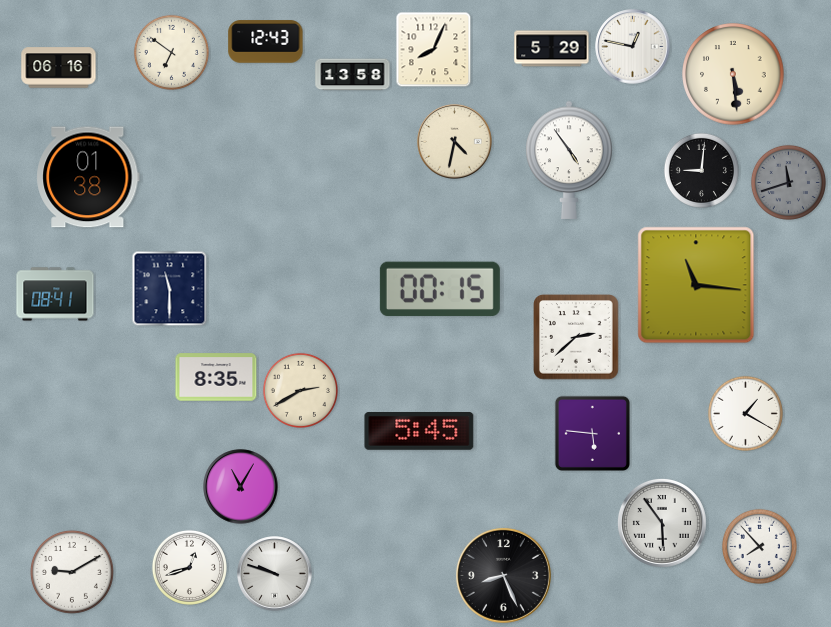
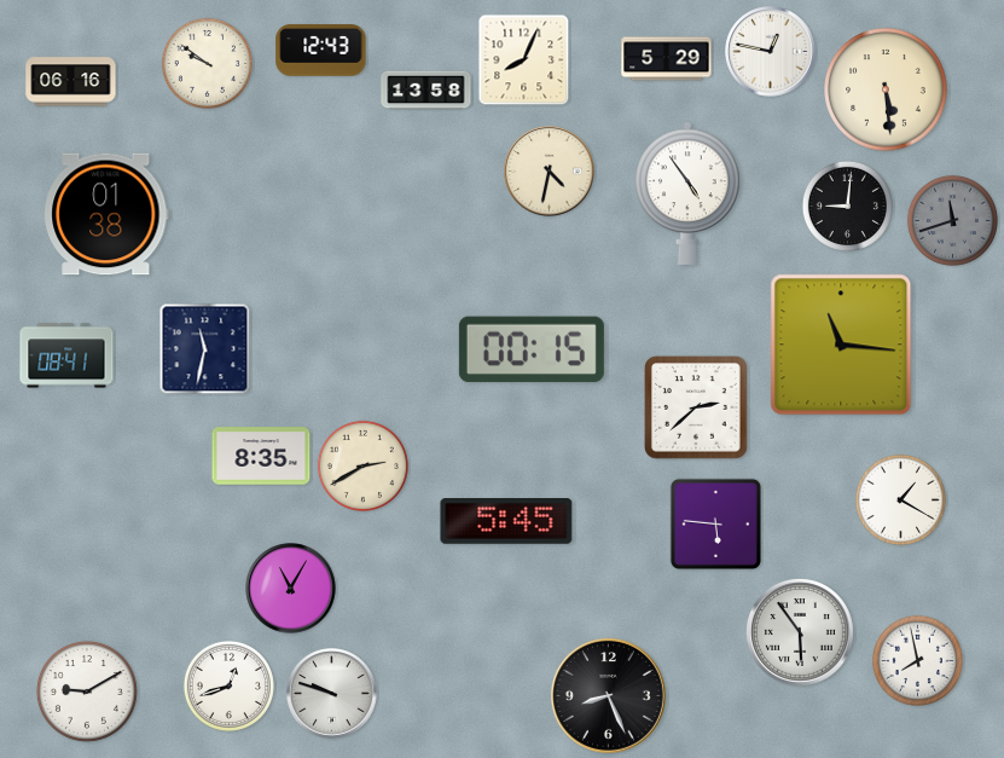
clock at (633, 47) position: (633, 47) -> (771, 52)
clock at (171, 52): 6:51 -> 9:51
clock at (170, 289): 11:30 -> 11:32
clock at (300, 390) position: (300, 390) -> (362, 465)
clock at (759, 546): 7:53 -> 7:58
